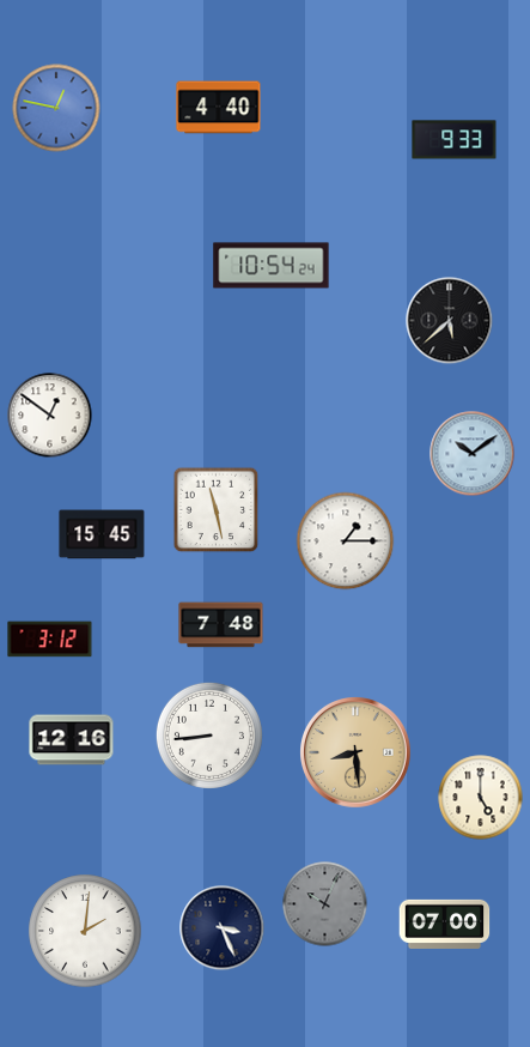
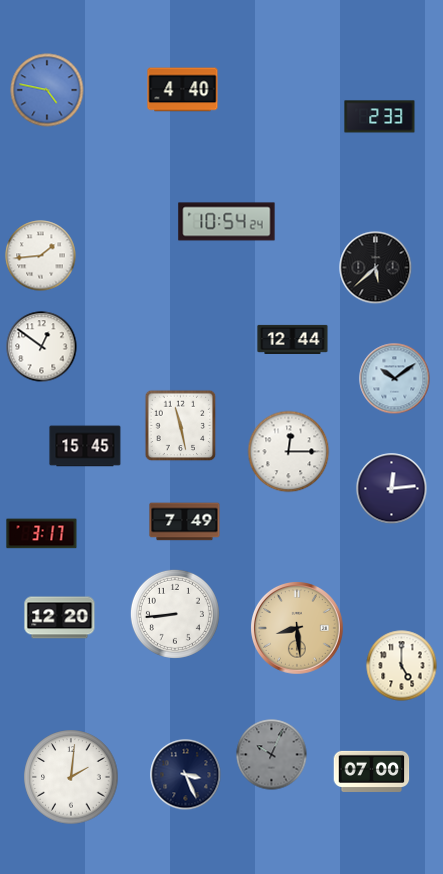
clock at (56, 108): 12:47 -> 4:47
clock at (455, 140): 9:33 -> 2:33
clock at (41, 256): none -> 1:44
clock at (293, 339): none -> 12:44
clock at (346, 541): 1:15 -> 12:15
clock at (392, 489): none -> 12:14
clock at (221, 625): 7:48 -> 7:49
clock at (50, 640): 3:12 -> 3:17
clock at (72, 740): 12:16 -> 12:20
